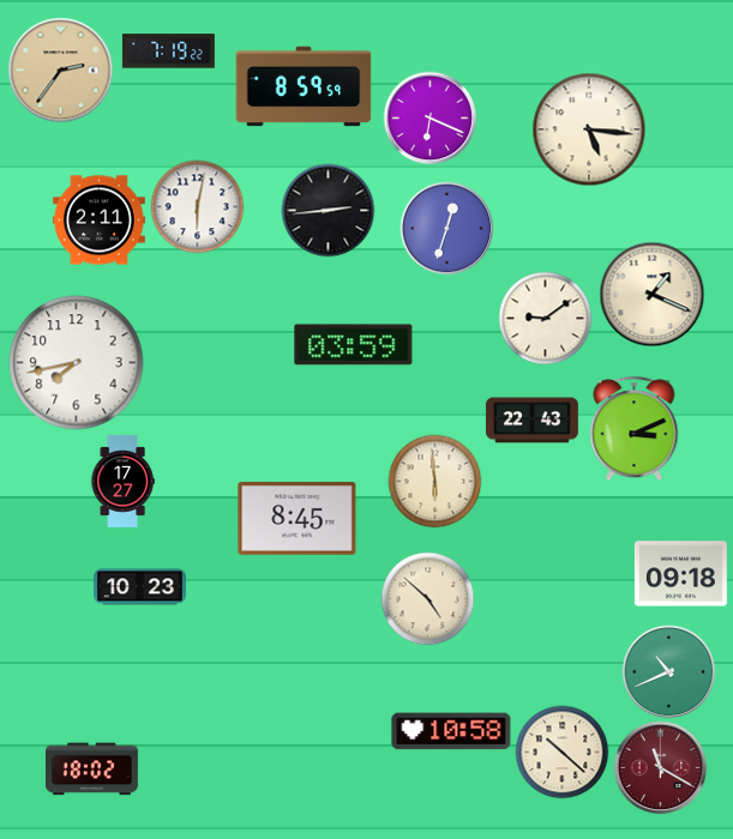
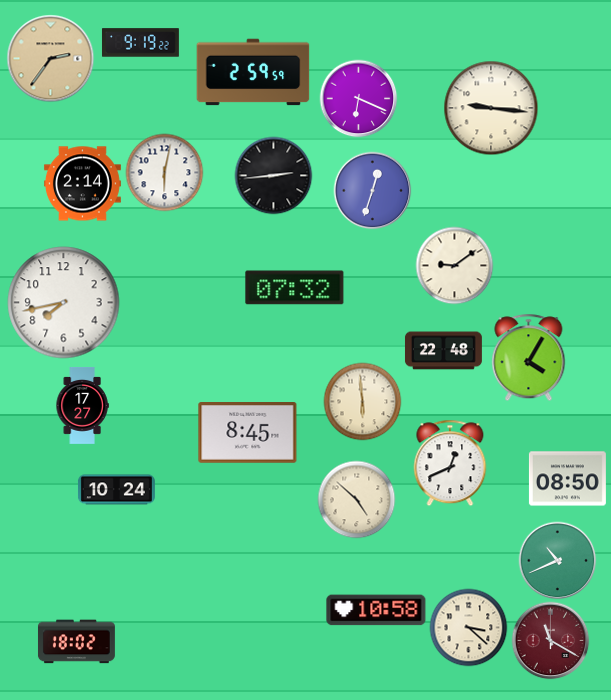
clock at (168, 52): 7:19 -> 9:19
clock at (304, 86): 8:59 -> 2:59
clock at (589, 129): 5:16 -> 9:16
clock at (98, 221): 2:11 -> 2:14
clock at (651, 294): 1:19 -> none
clock at (354, 345): 03:59 -> 07:32
clock at (531, 421): 22:43 -> 22:48
clock at (635, 428): 3:11 -> 4:05
clock at (122, 481) position: (122, 481) -> (82, 405)
clock at (450, 463): none -> 12:41
clock at (680, 574): 09:18 -> 08:50
clock at (139, 587): 10:23 -> 10:24
clock at (561, 752): 10:22 -> 3:22
